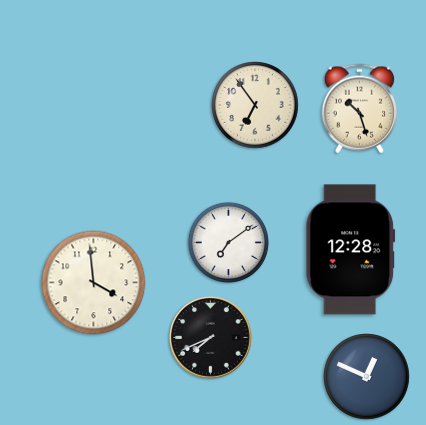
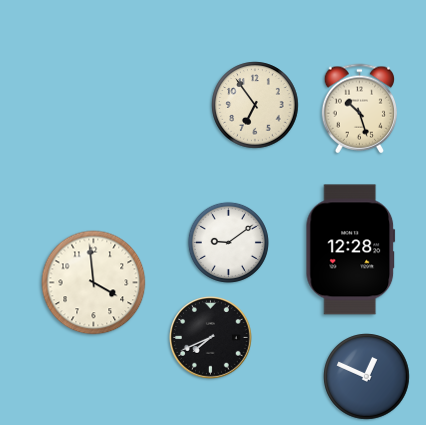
clock at (228, 242): 7:09 -> 9:09
